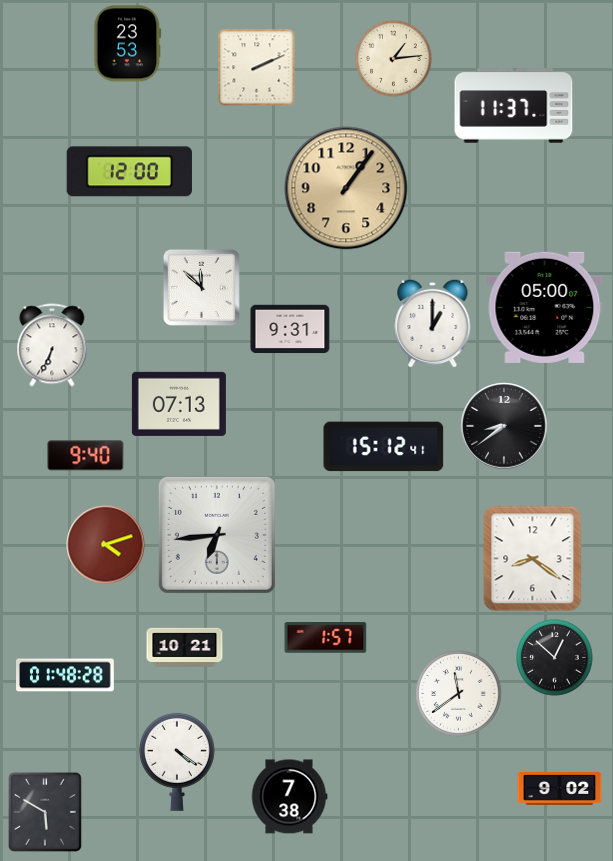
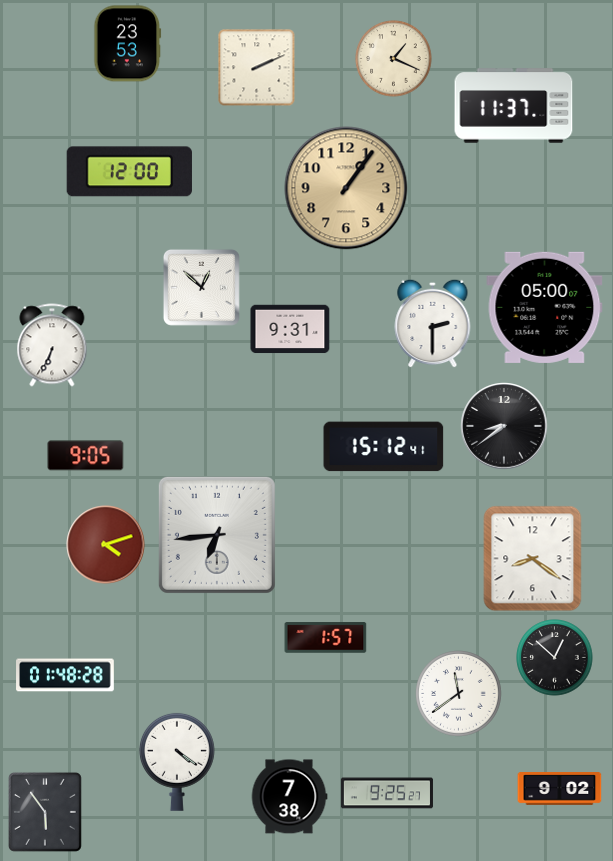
clock at (394, 59): 1:14 -> 1:19
clock at (201, 287): 11:52 -> 12:52
clock at (433, 323): 1:00 -> 2:30
clock at (179, 404): 07:13 -> none
clock at (86, 456): 9:40 -> 9:05
clock at (185, 647): 10:21 -> none
clock at (387, 793): none -> 9:25
clock at (45, 812): 5:50 -> 5:54
